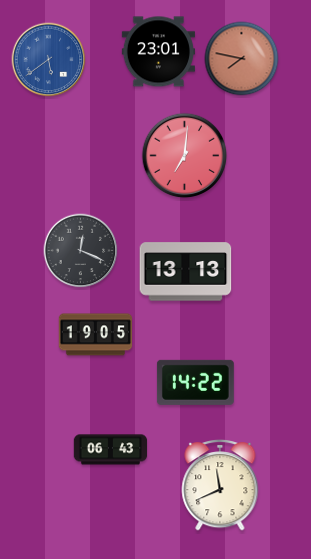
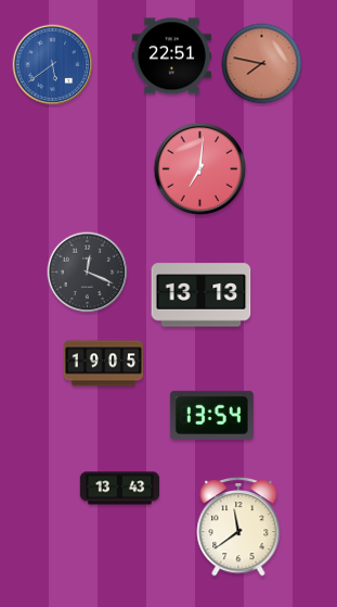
clock at (158, 52): 23:01 -> 22:51
clock at (195, 382): 14:22 -> 13:54
clock at (111, 450): 06:43 -> 13:43
clock at (220, 486): 11:41 -> 11:39
